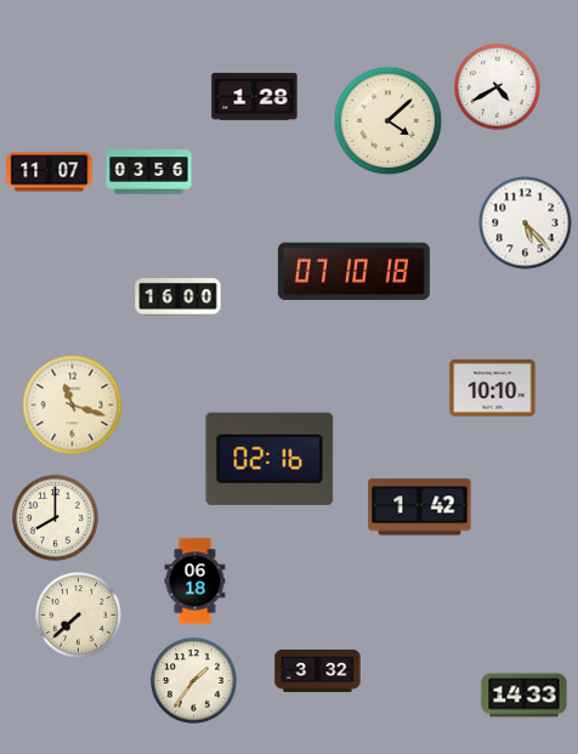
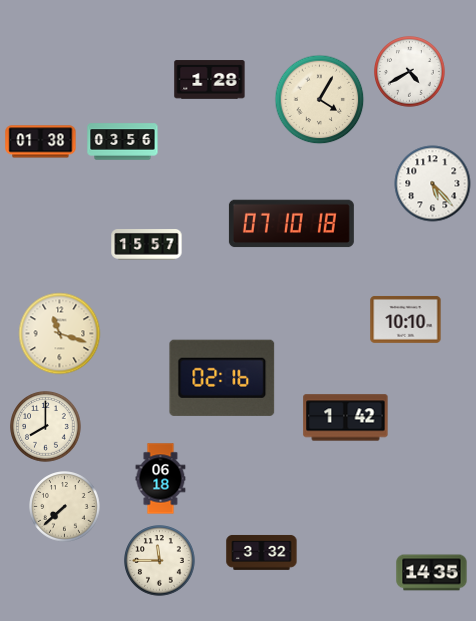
clock at (389, 121): 4:08 -> 4:05
clock at (50, 172): 11:07 -> 01:38
clock at (178, 297): 16:00 -> 15:57
clock at (194, 681): 1:36 -> 11:45
clock at (525, 696): 14:33 -> 14:35
